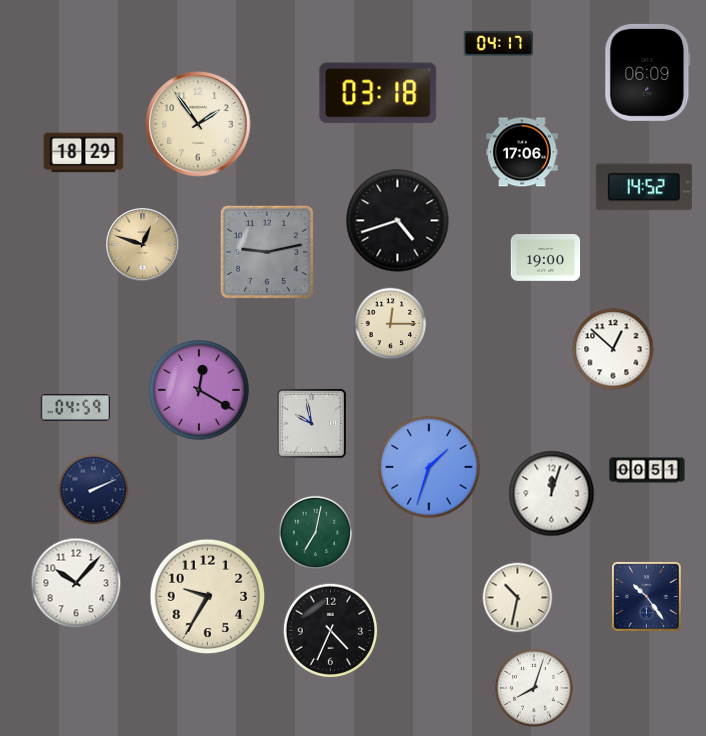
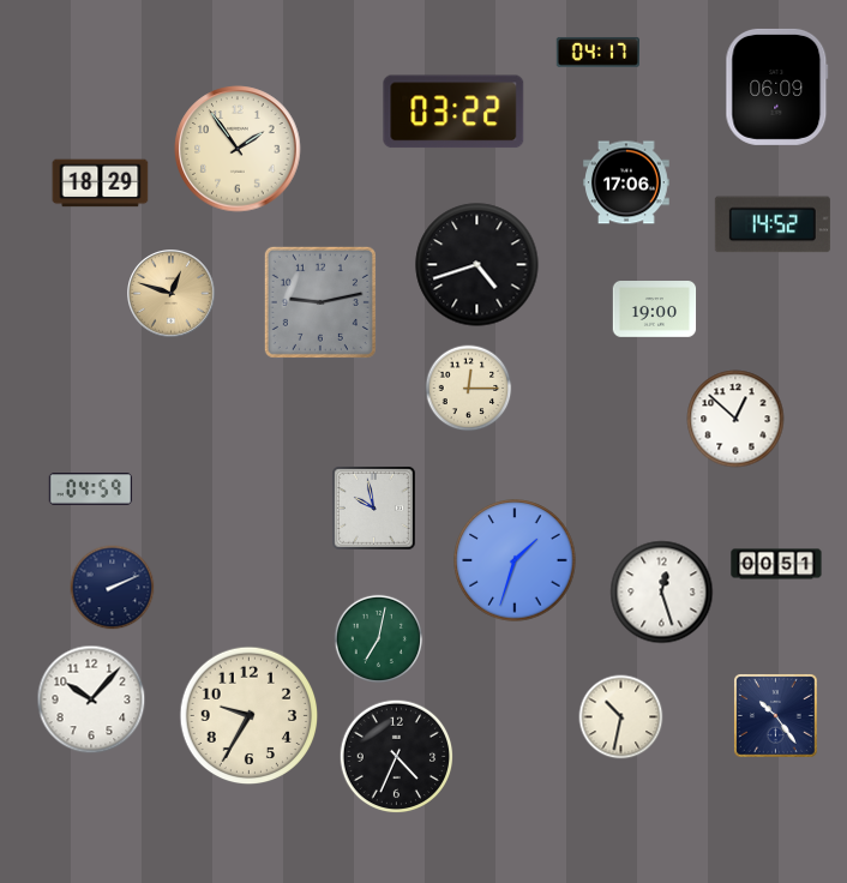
clock at (378, 93): 03:18 -> 03:22
clock at (199, 390): 12:20 -> none
clock at (552, 494): 12:03 -> 12:27
clock at (534, 688): 8:03 -> none
